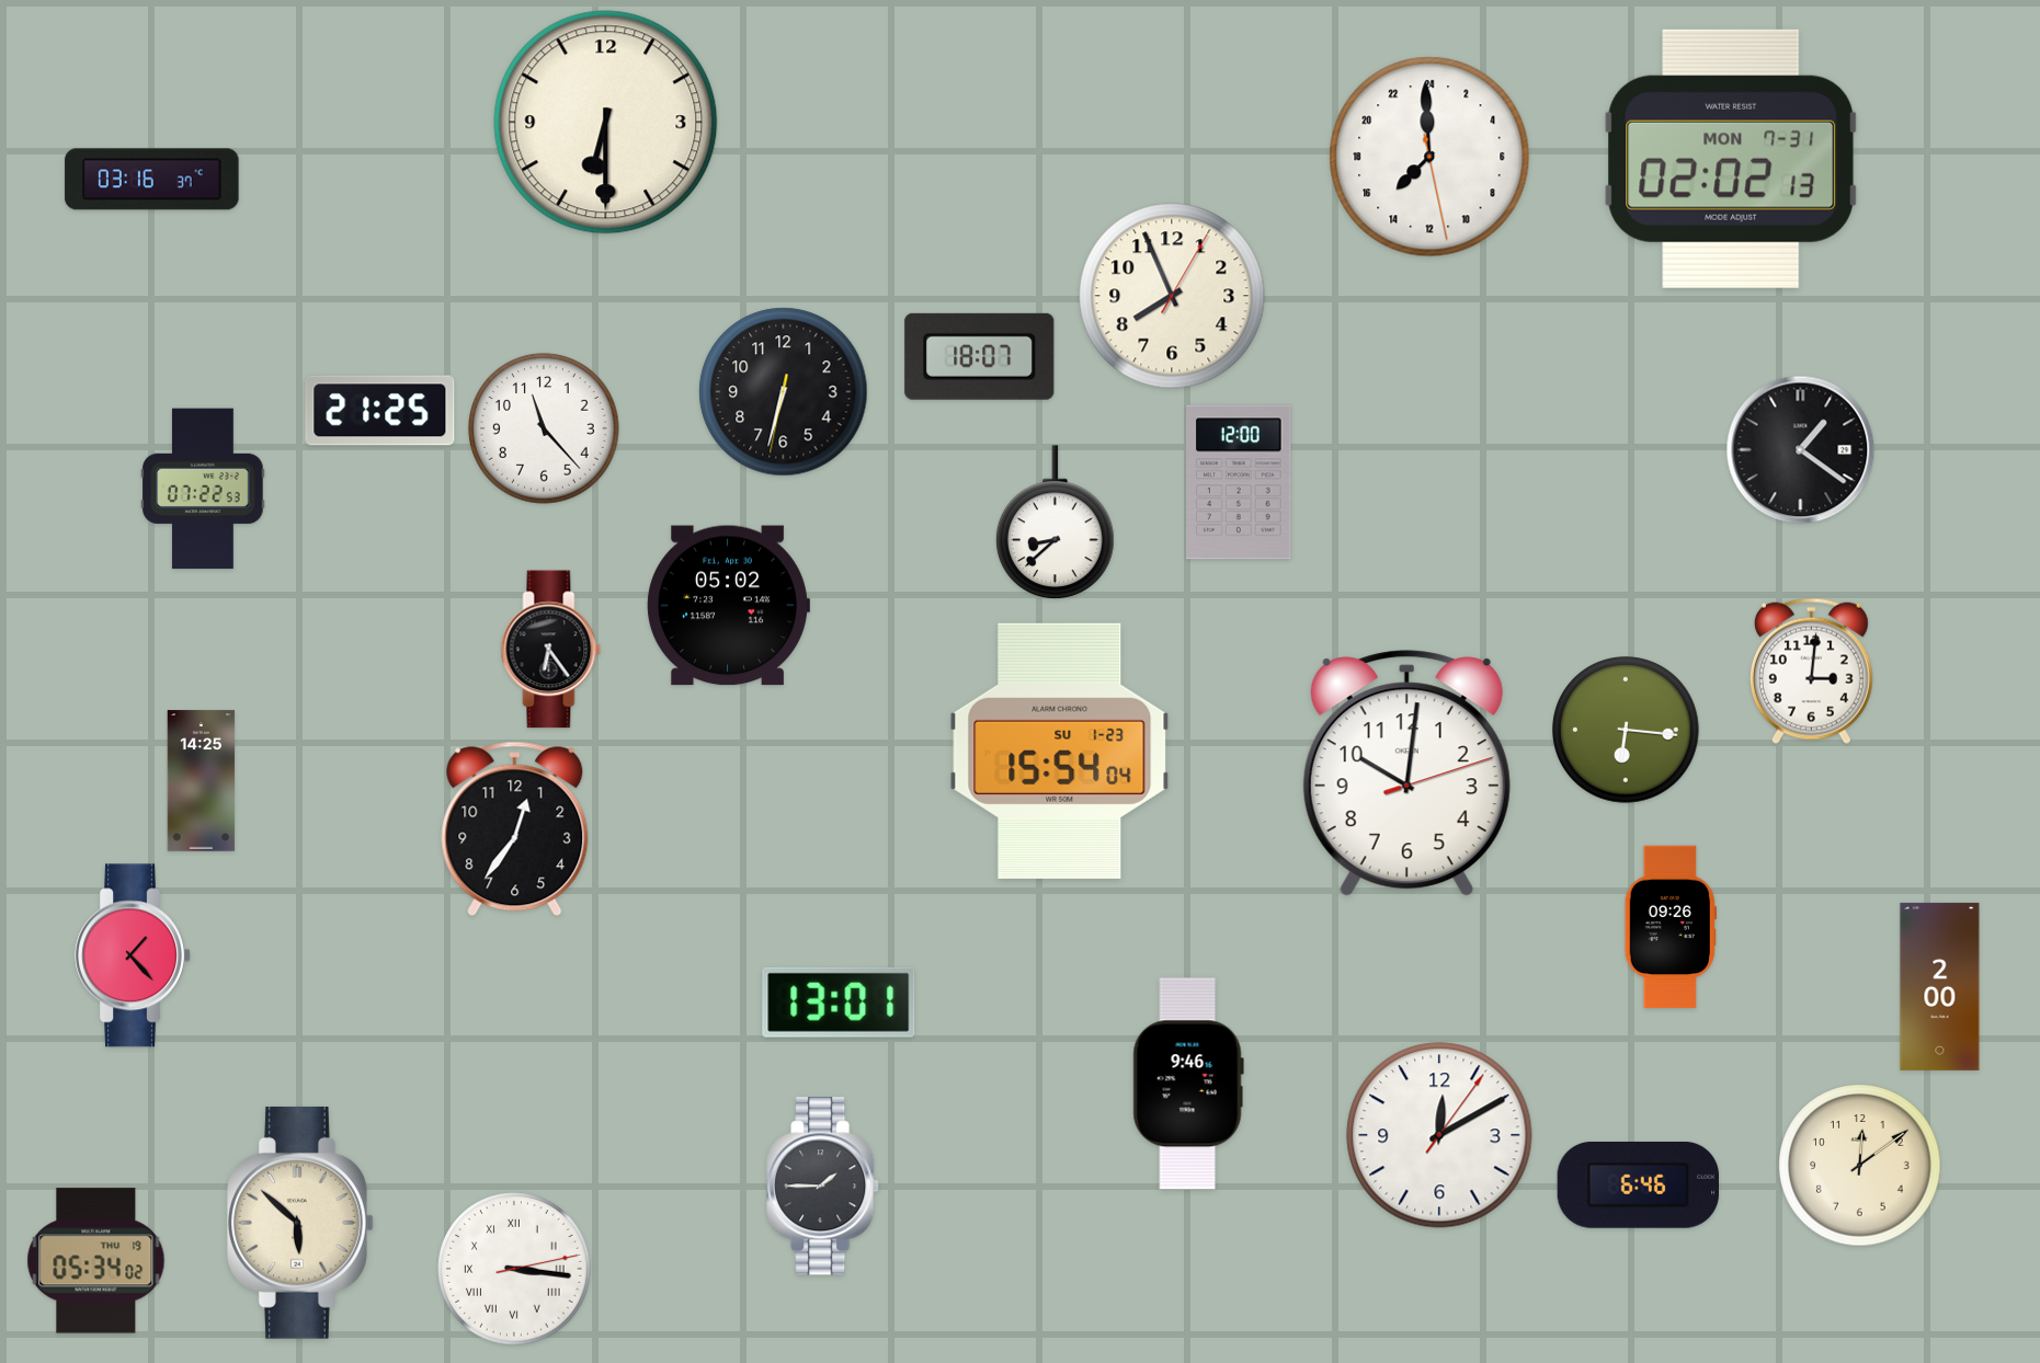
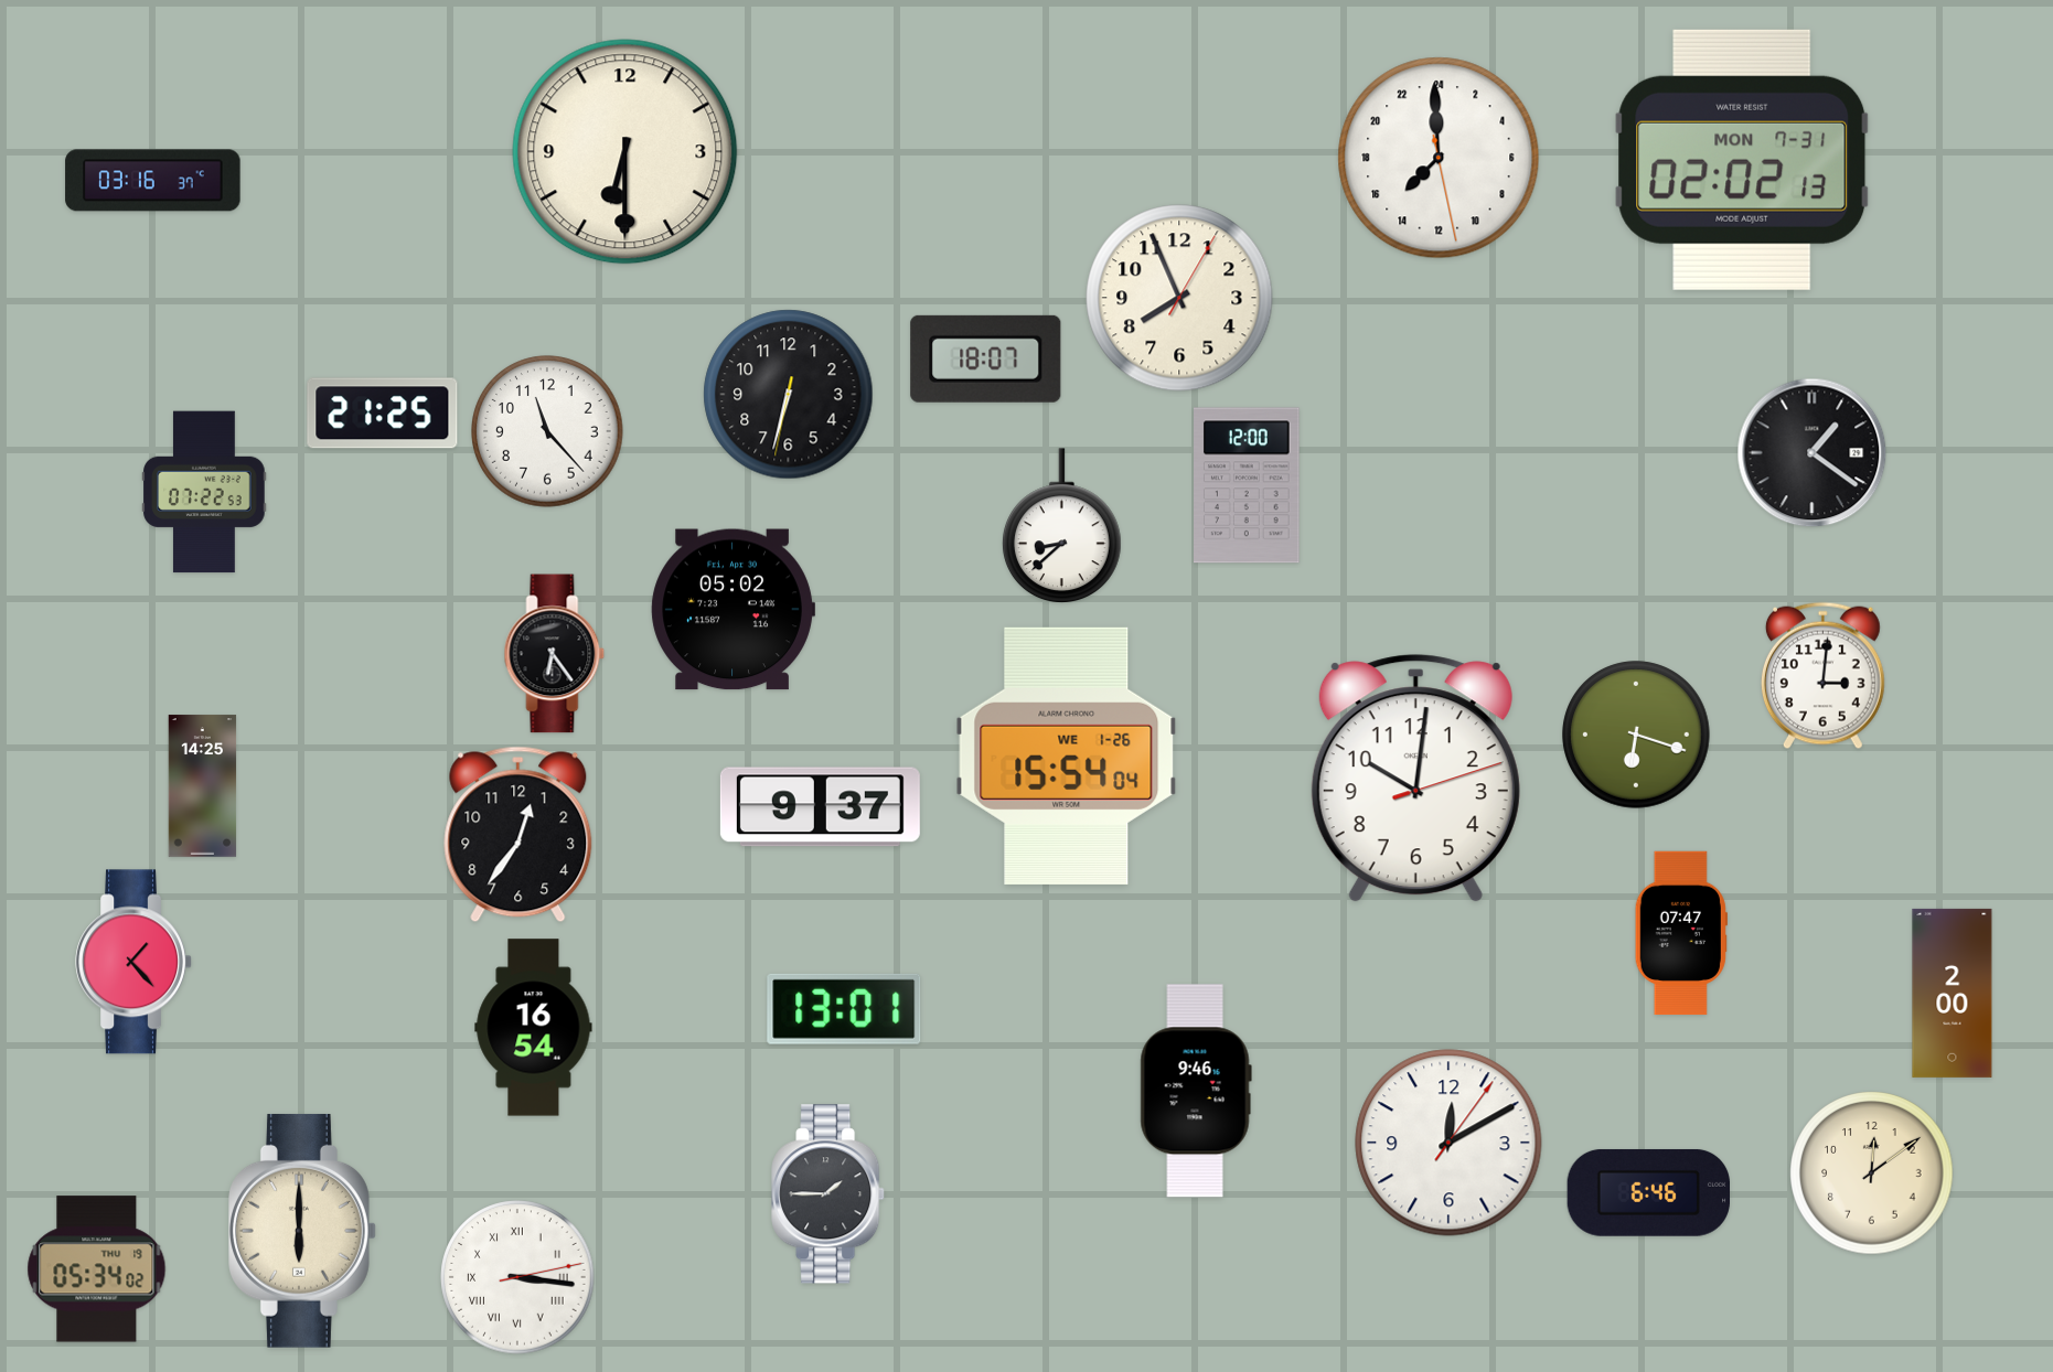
clock at (606, 123) position: (606, 123) -> (625, 152)
clock at (1626, 730): 6:16 -> 6:18
clock at (1060, 751) date: SU 1-23 -> WE 1-26
clock at (820, 807): none -> 9:37
clock at (1671, 927): 09:26 -> 07:47
clock at (534, 1028): none -> 16:54
clock at (301, 1223): 5:52 -> 6:00
